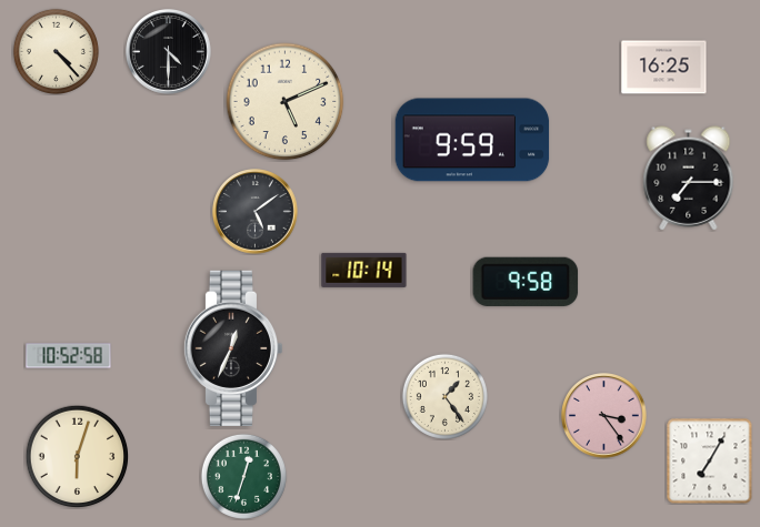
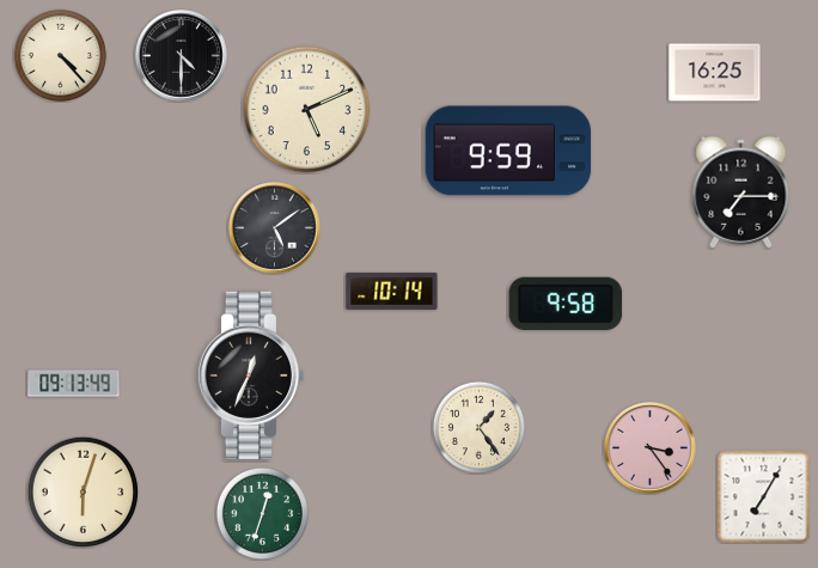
clock at (69, 356): 10:52 -> 09:13
